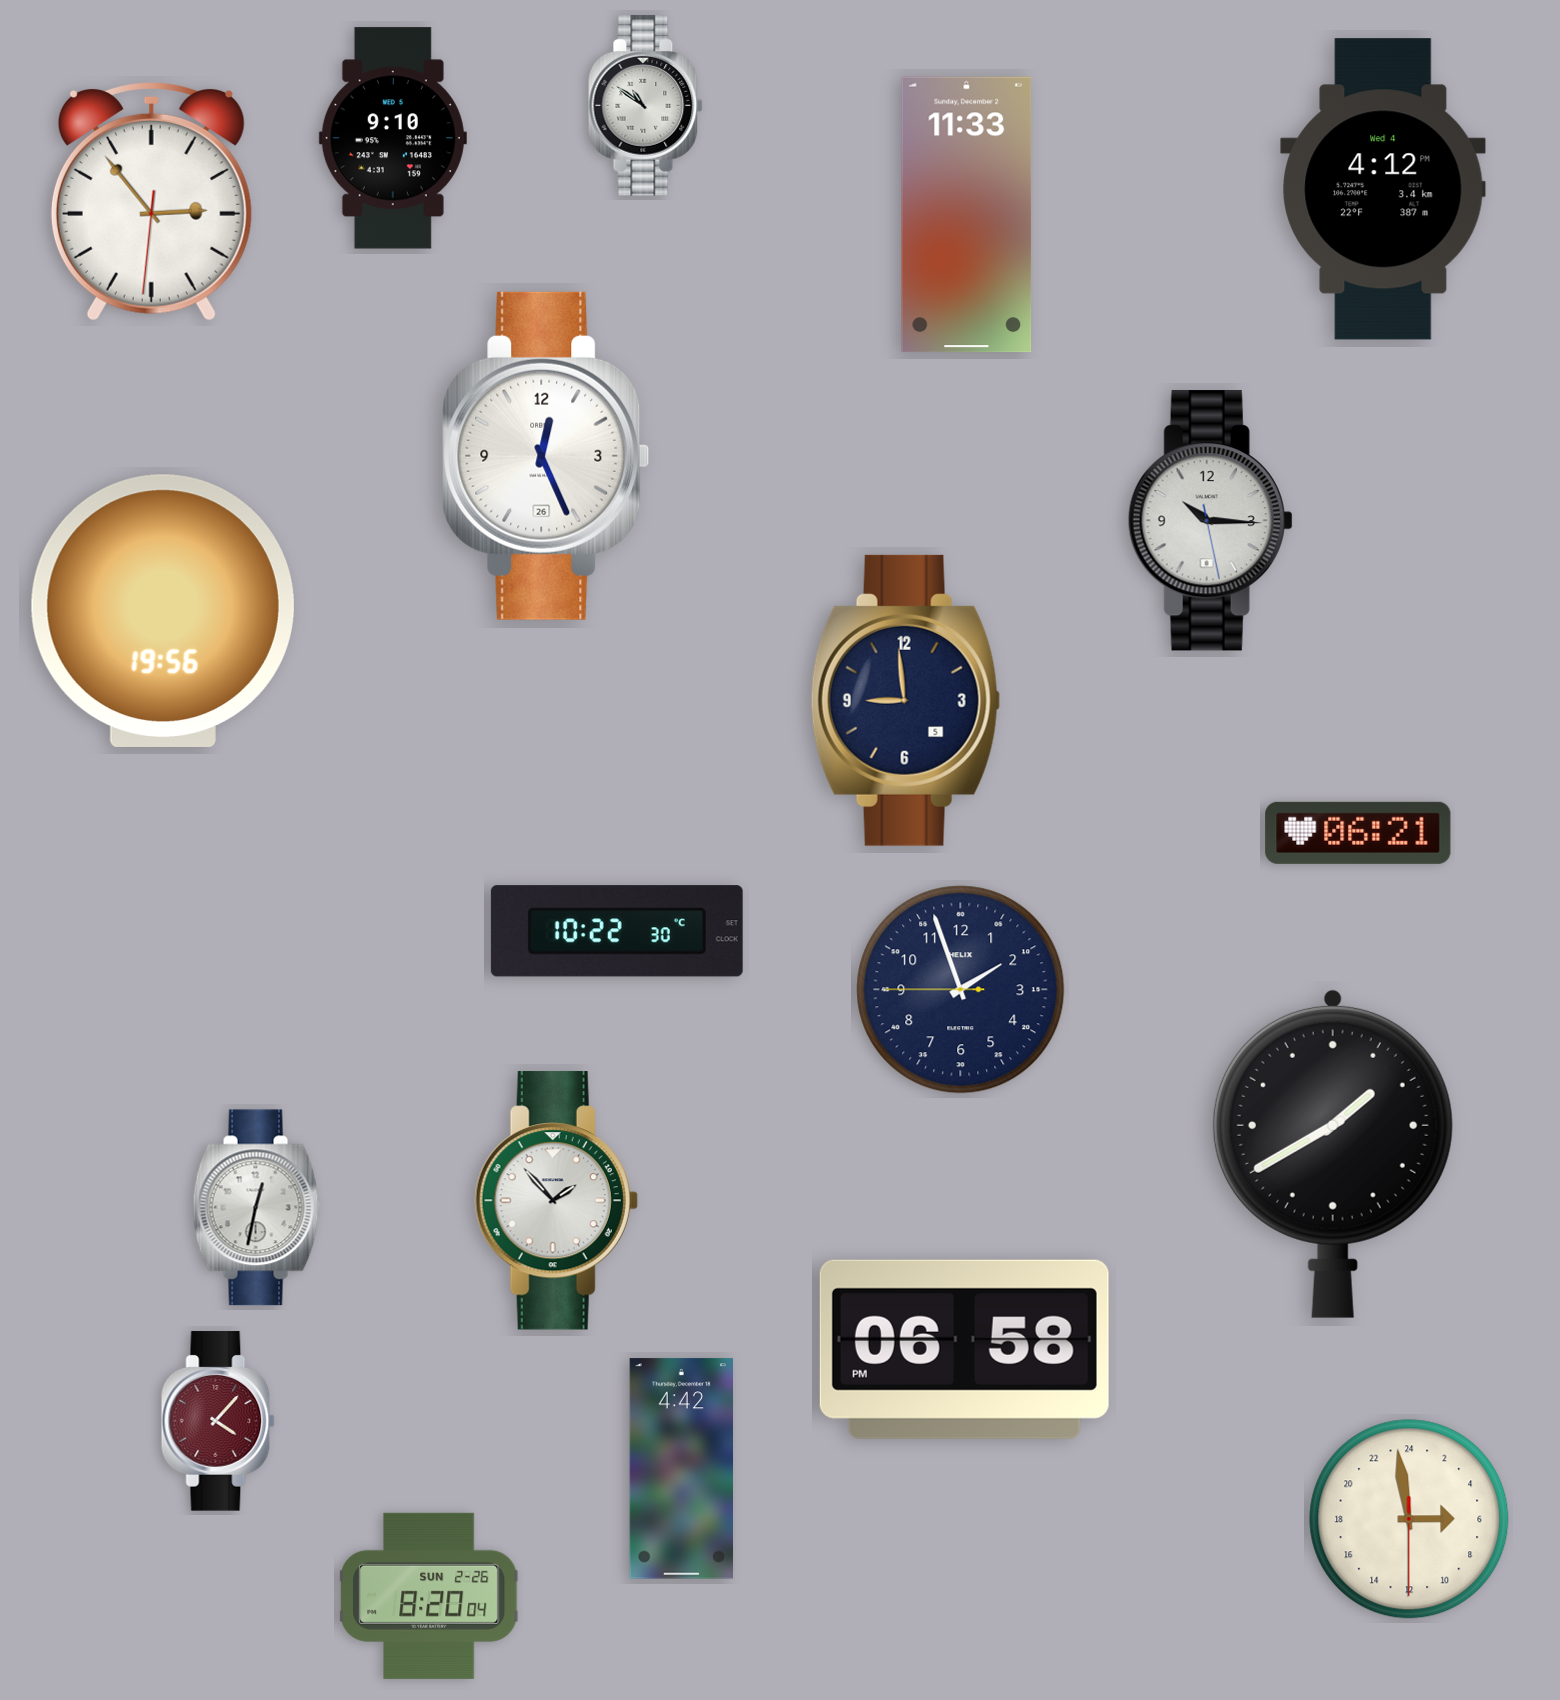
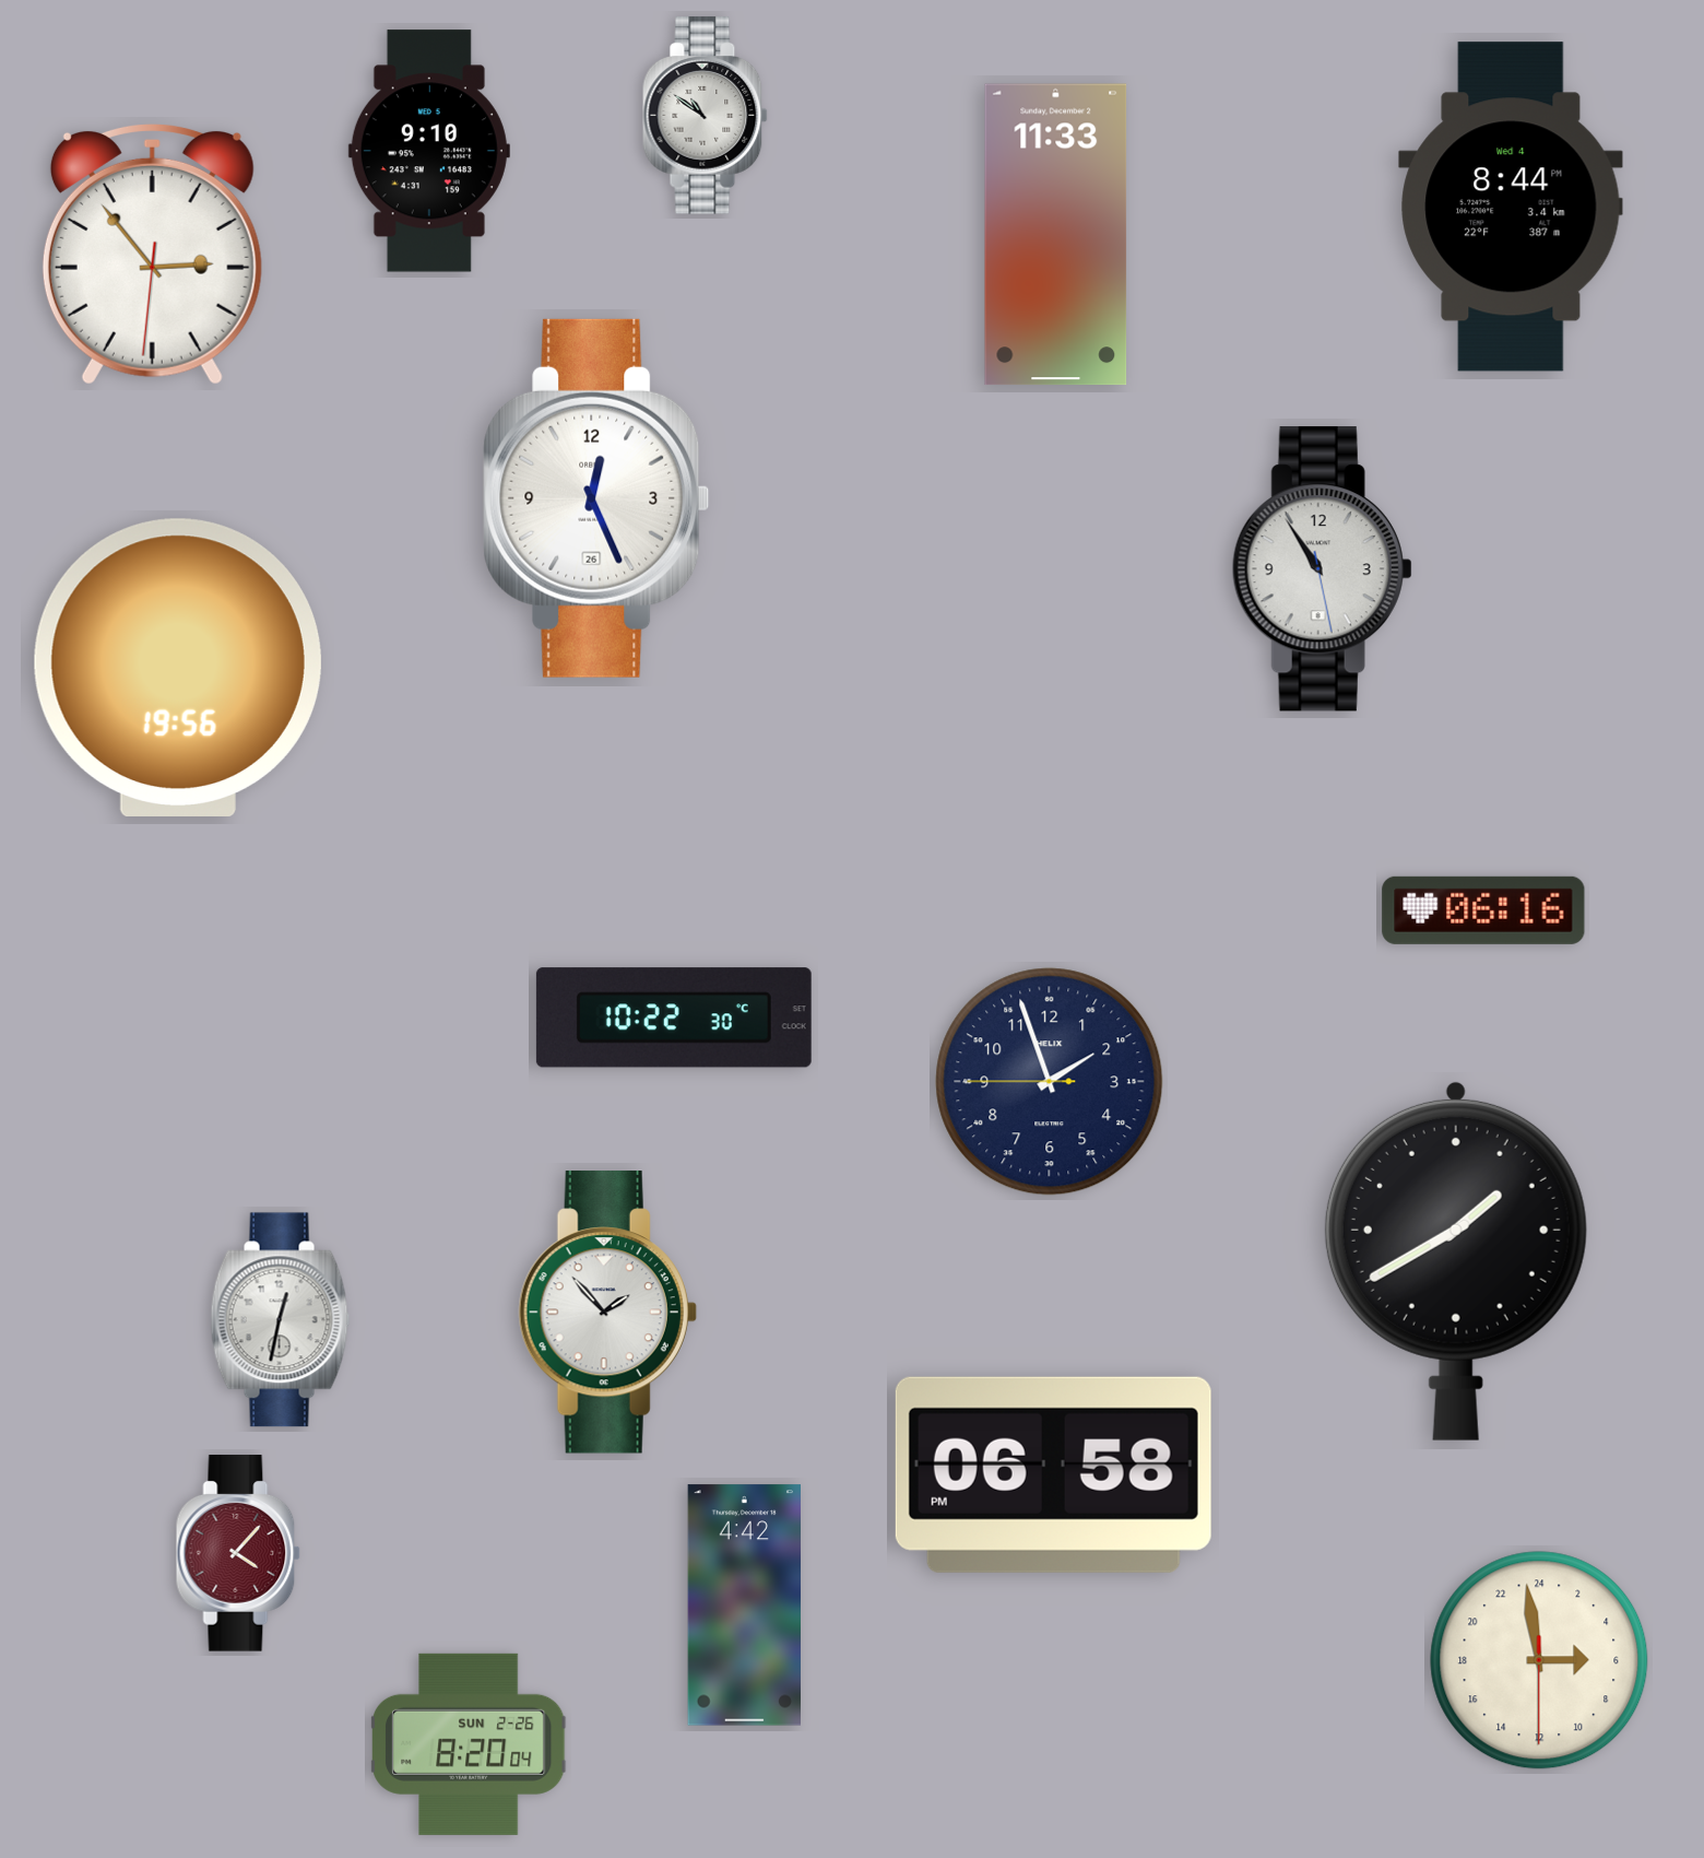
clock at (1383, 189): 4:12 -> 8:44
clock at (151, 201) position: (151, 201) -> (152, 254)
clock at (1210, 521): 10:15 -> 10:54
clock at (905, 700): 8:59 -> none
clock at (1358, 833): 06:21 -> 06:16
